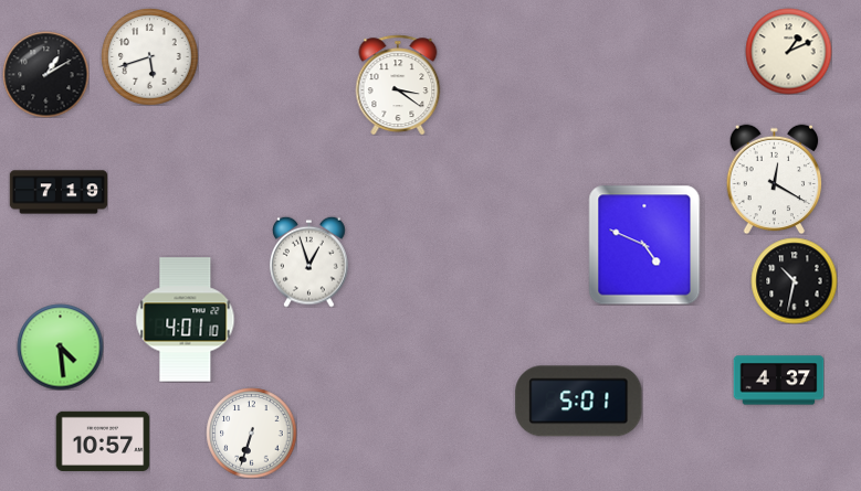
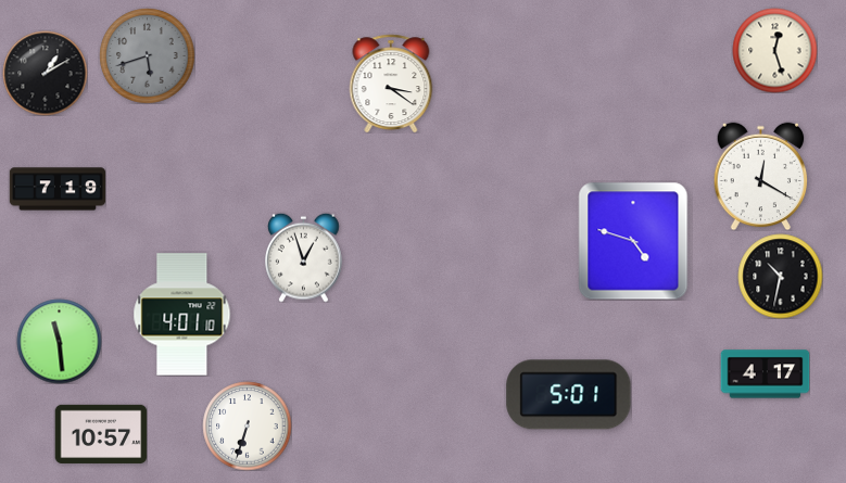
clock at (788, 51): 1:11 -> 12:27
clock at (149, 56) dial: white -> grey
clock at (644, 245): 4:49 -> 4:48
clock at (60, 346): 4:29 -> 11:29
clock at (778, 381): 4:37 -> 4:17
